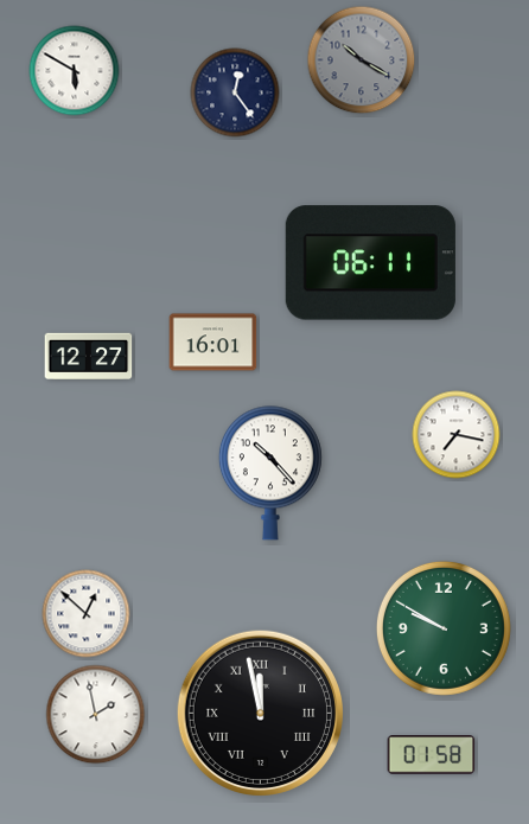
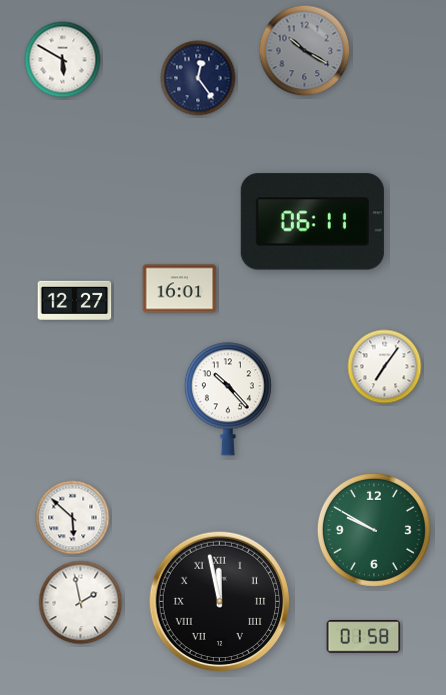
clock at (457, 435): 7:17 -> 7:06
clock at (87, 614): 12:52 -> 5:52
